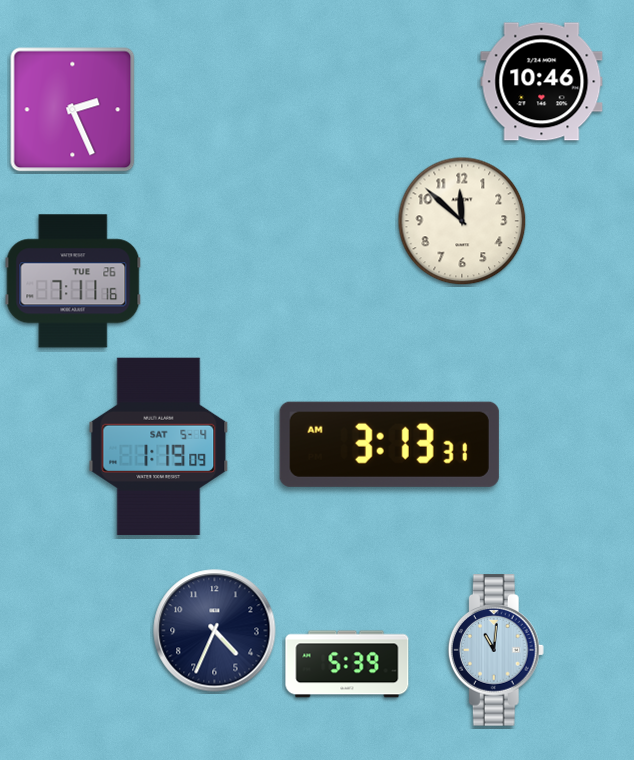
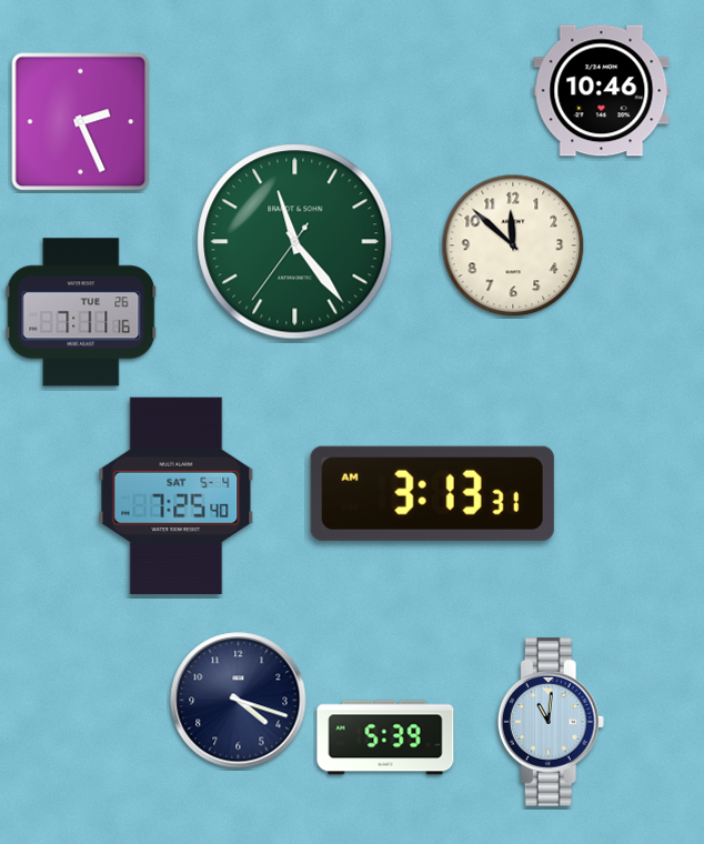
clock at (295, 242): none -> 11:23
clock at (159, 446): 1:19 -> 7:25
clock at (215, 631): 4:34 -> 4:18
